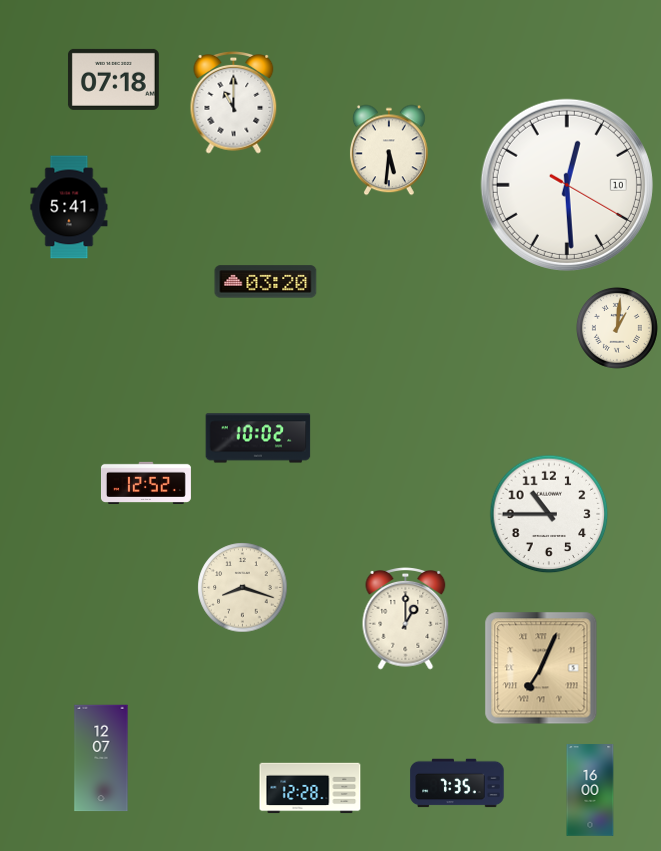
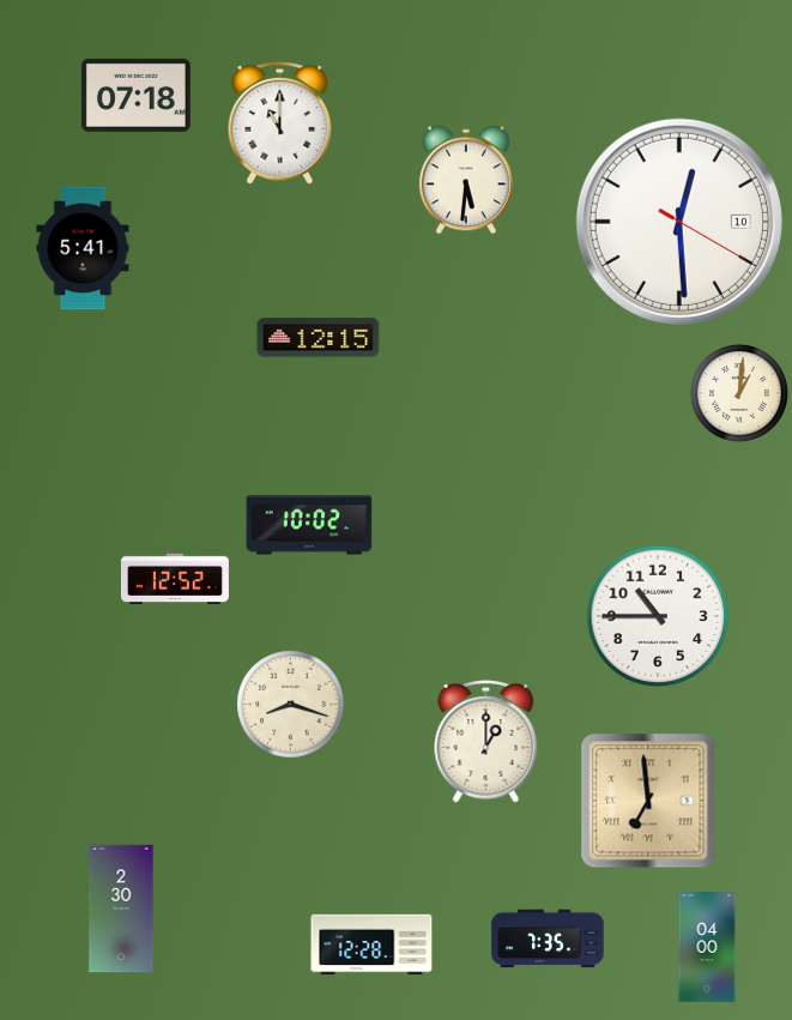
clock at (266, 282): 03:20 -> 12:15
clock at (541, 668): 7:04 -> 6:59
clock at (101, 758): 12:07 -> 2:30
clock at (590, 790): 16:00 -> 04:00
